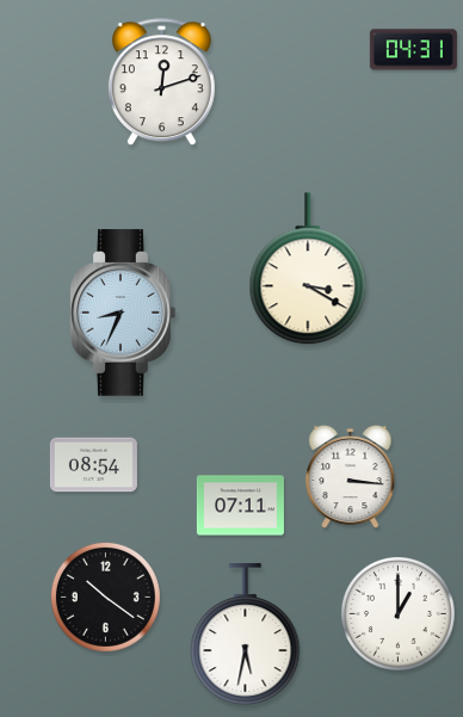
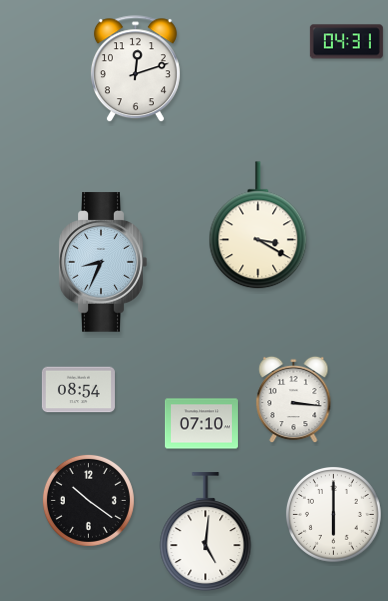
clock at (240, 506): 07:11 -> 07:10
clock at (399, 614): 1:00 -> 6:00
clock at (246, 635): 5:32 -> 5:01
